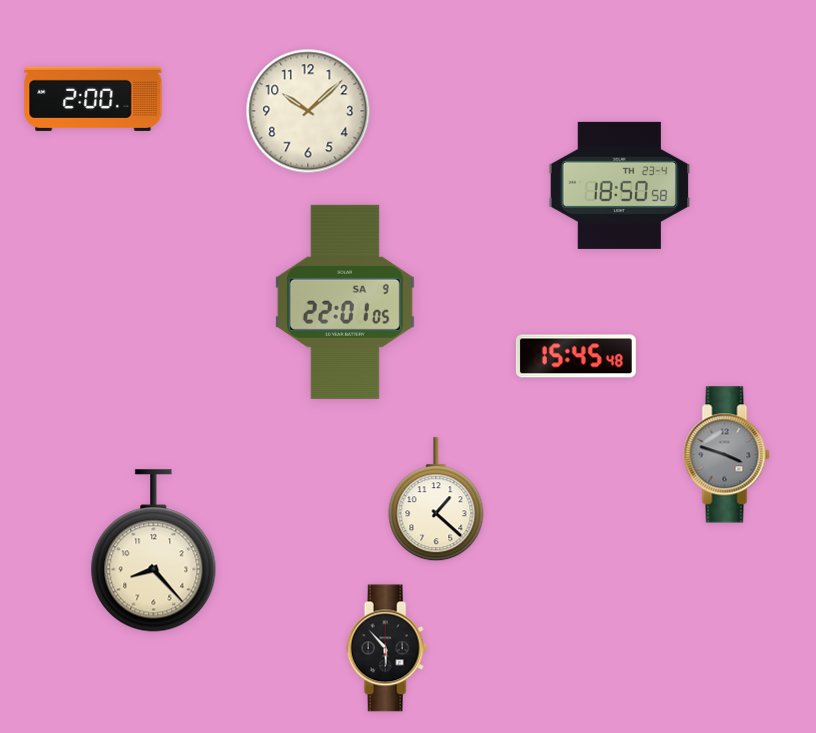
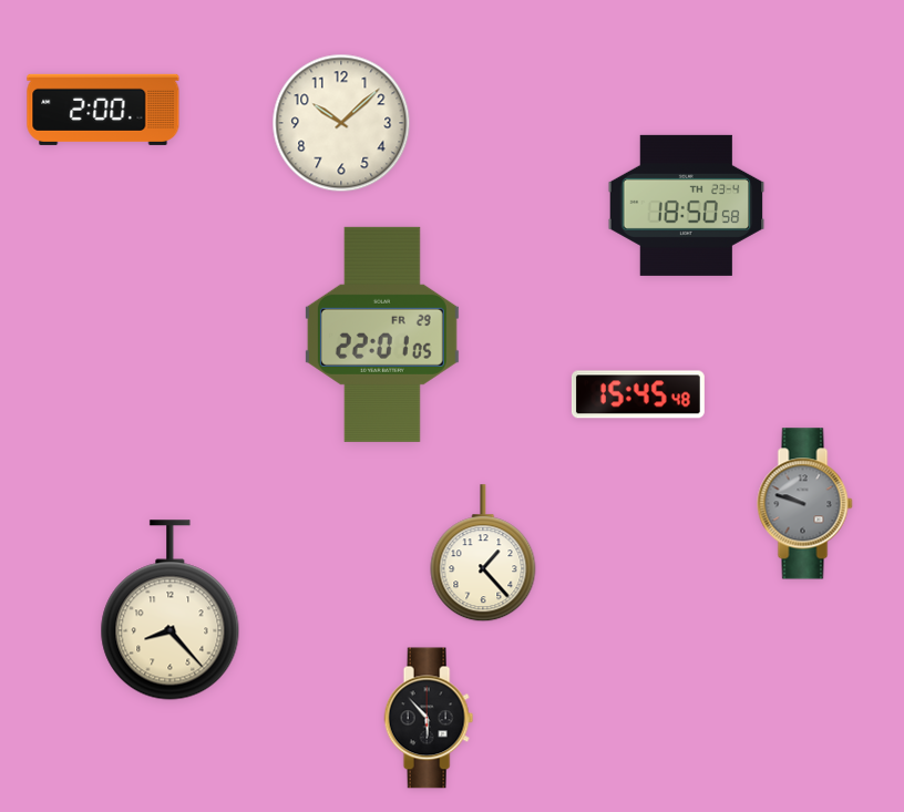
clock at (345, 302) date: SA 9 -> FR 29
clock at (727, 455): 3:48 -> 9:48
clock at (436, 500): 1:22 -> 1:23
